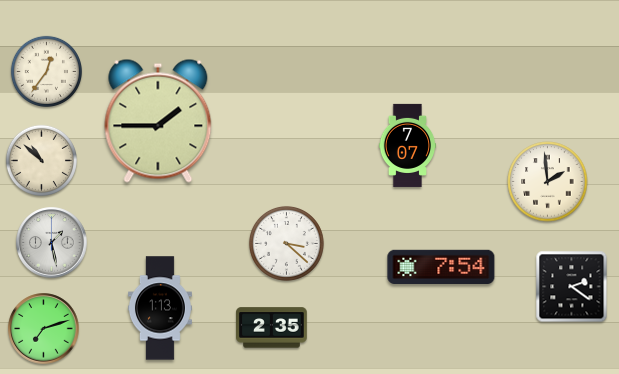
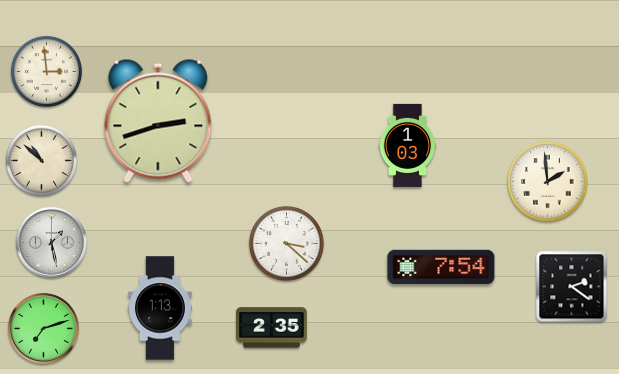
clock at (46, 71): 12:36 -> 2:59
clock at (158, 121): 1:45 -> 2:42
clock at (408, 145): 7:07 -> 1:03
